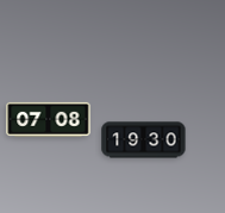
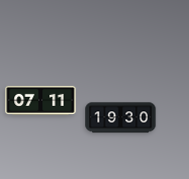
clock at (49, 119): 07:08 -> 07:11
